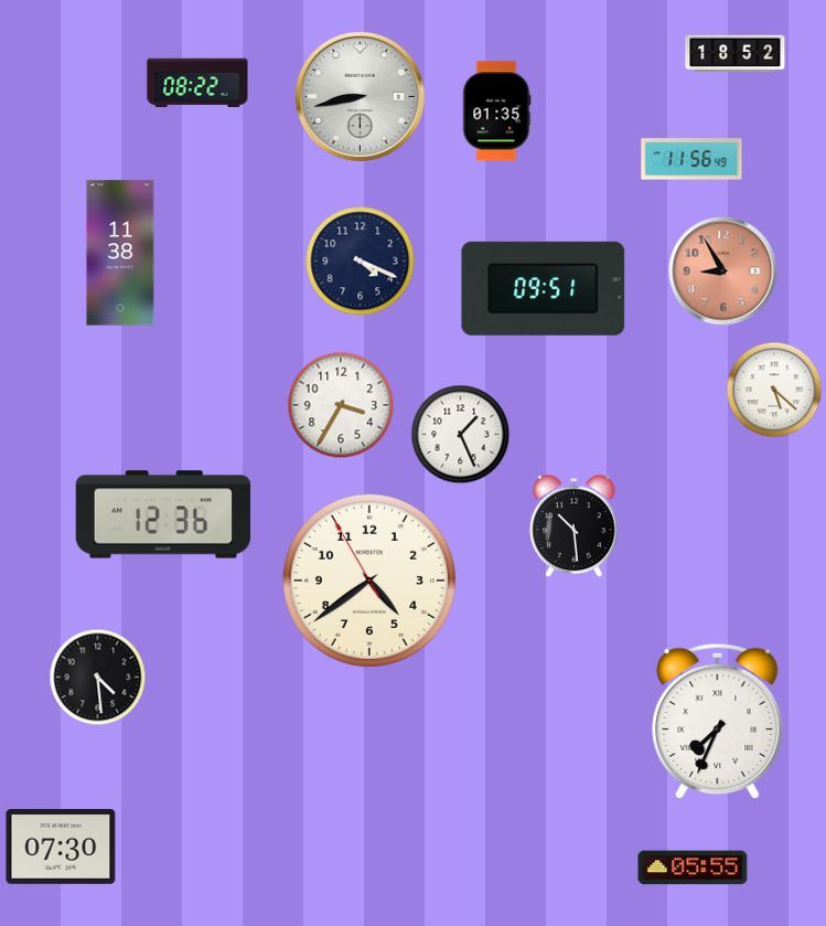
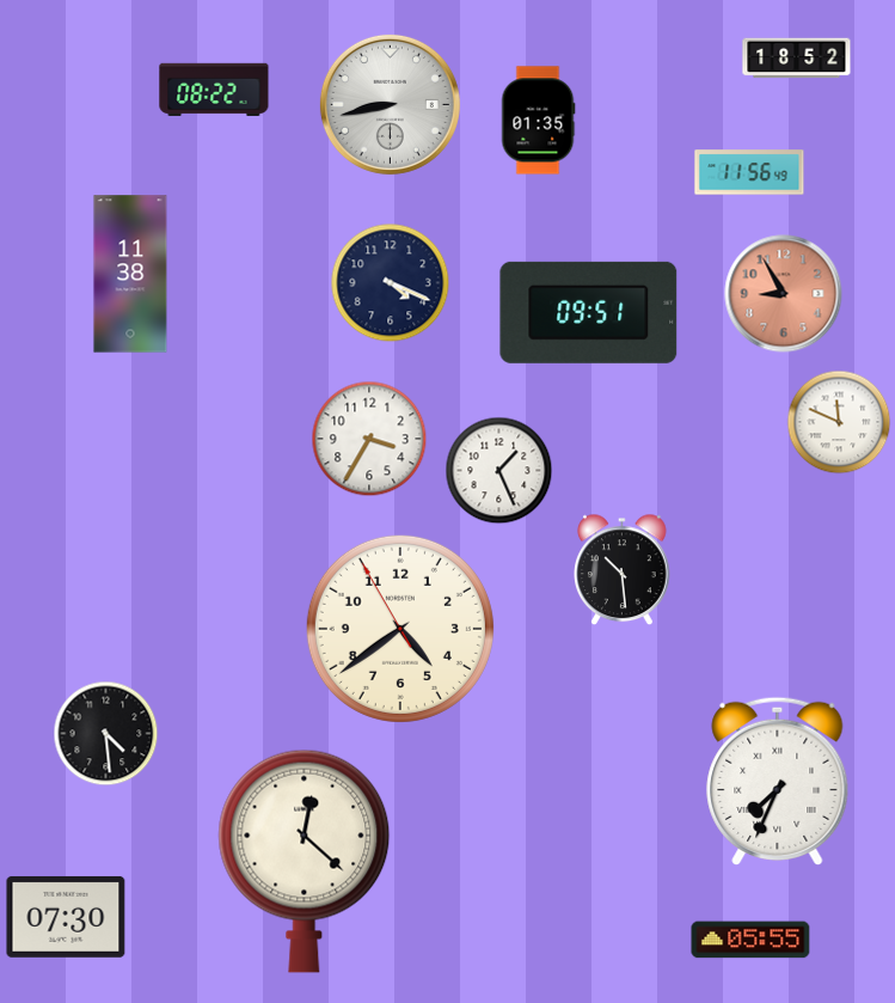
clock at (774, 390): 5:22 -> 11:49
clock at (163, 514): 12:36 -> none
clock at (305, 861): none -> 12:22
